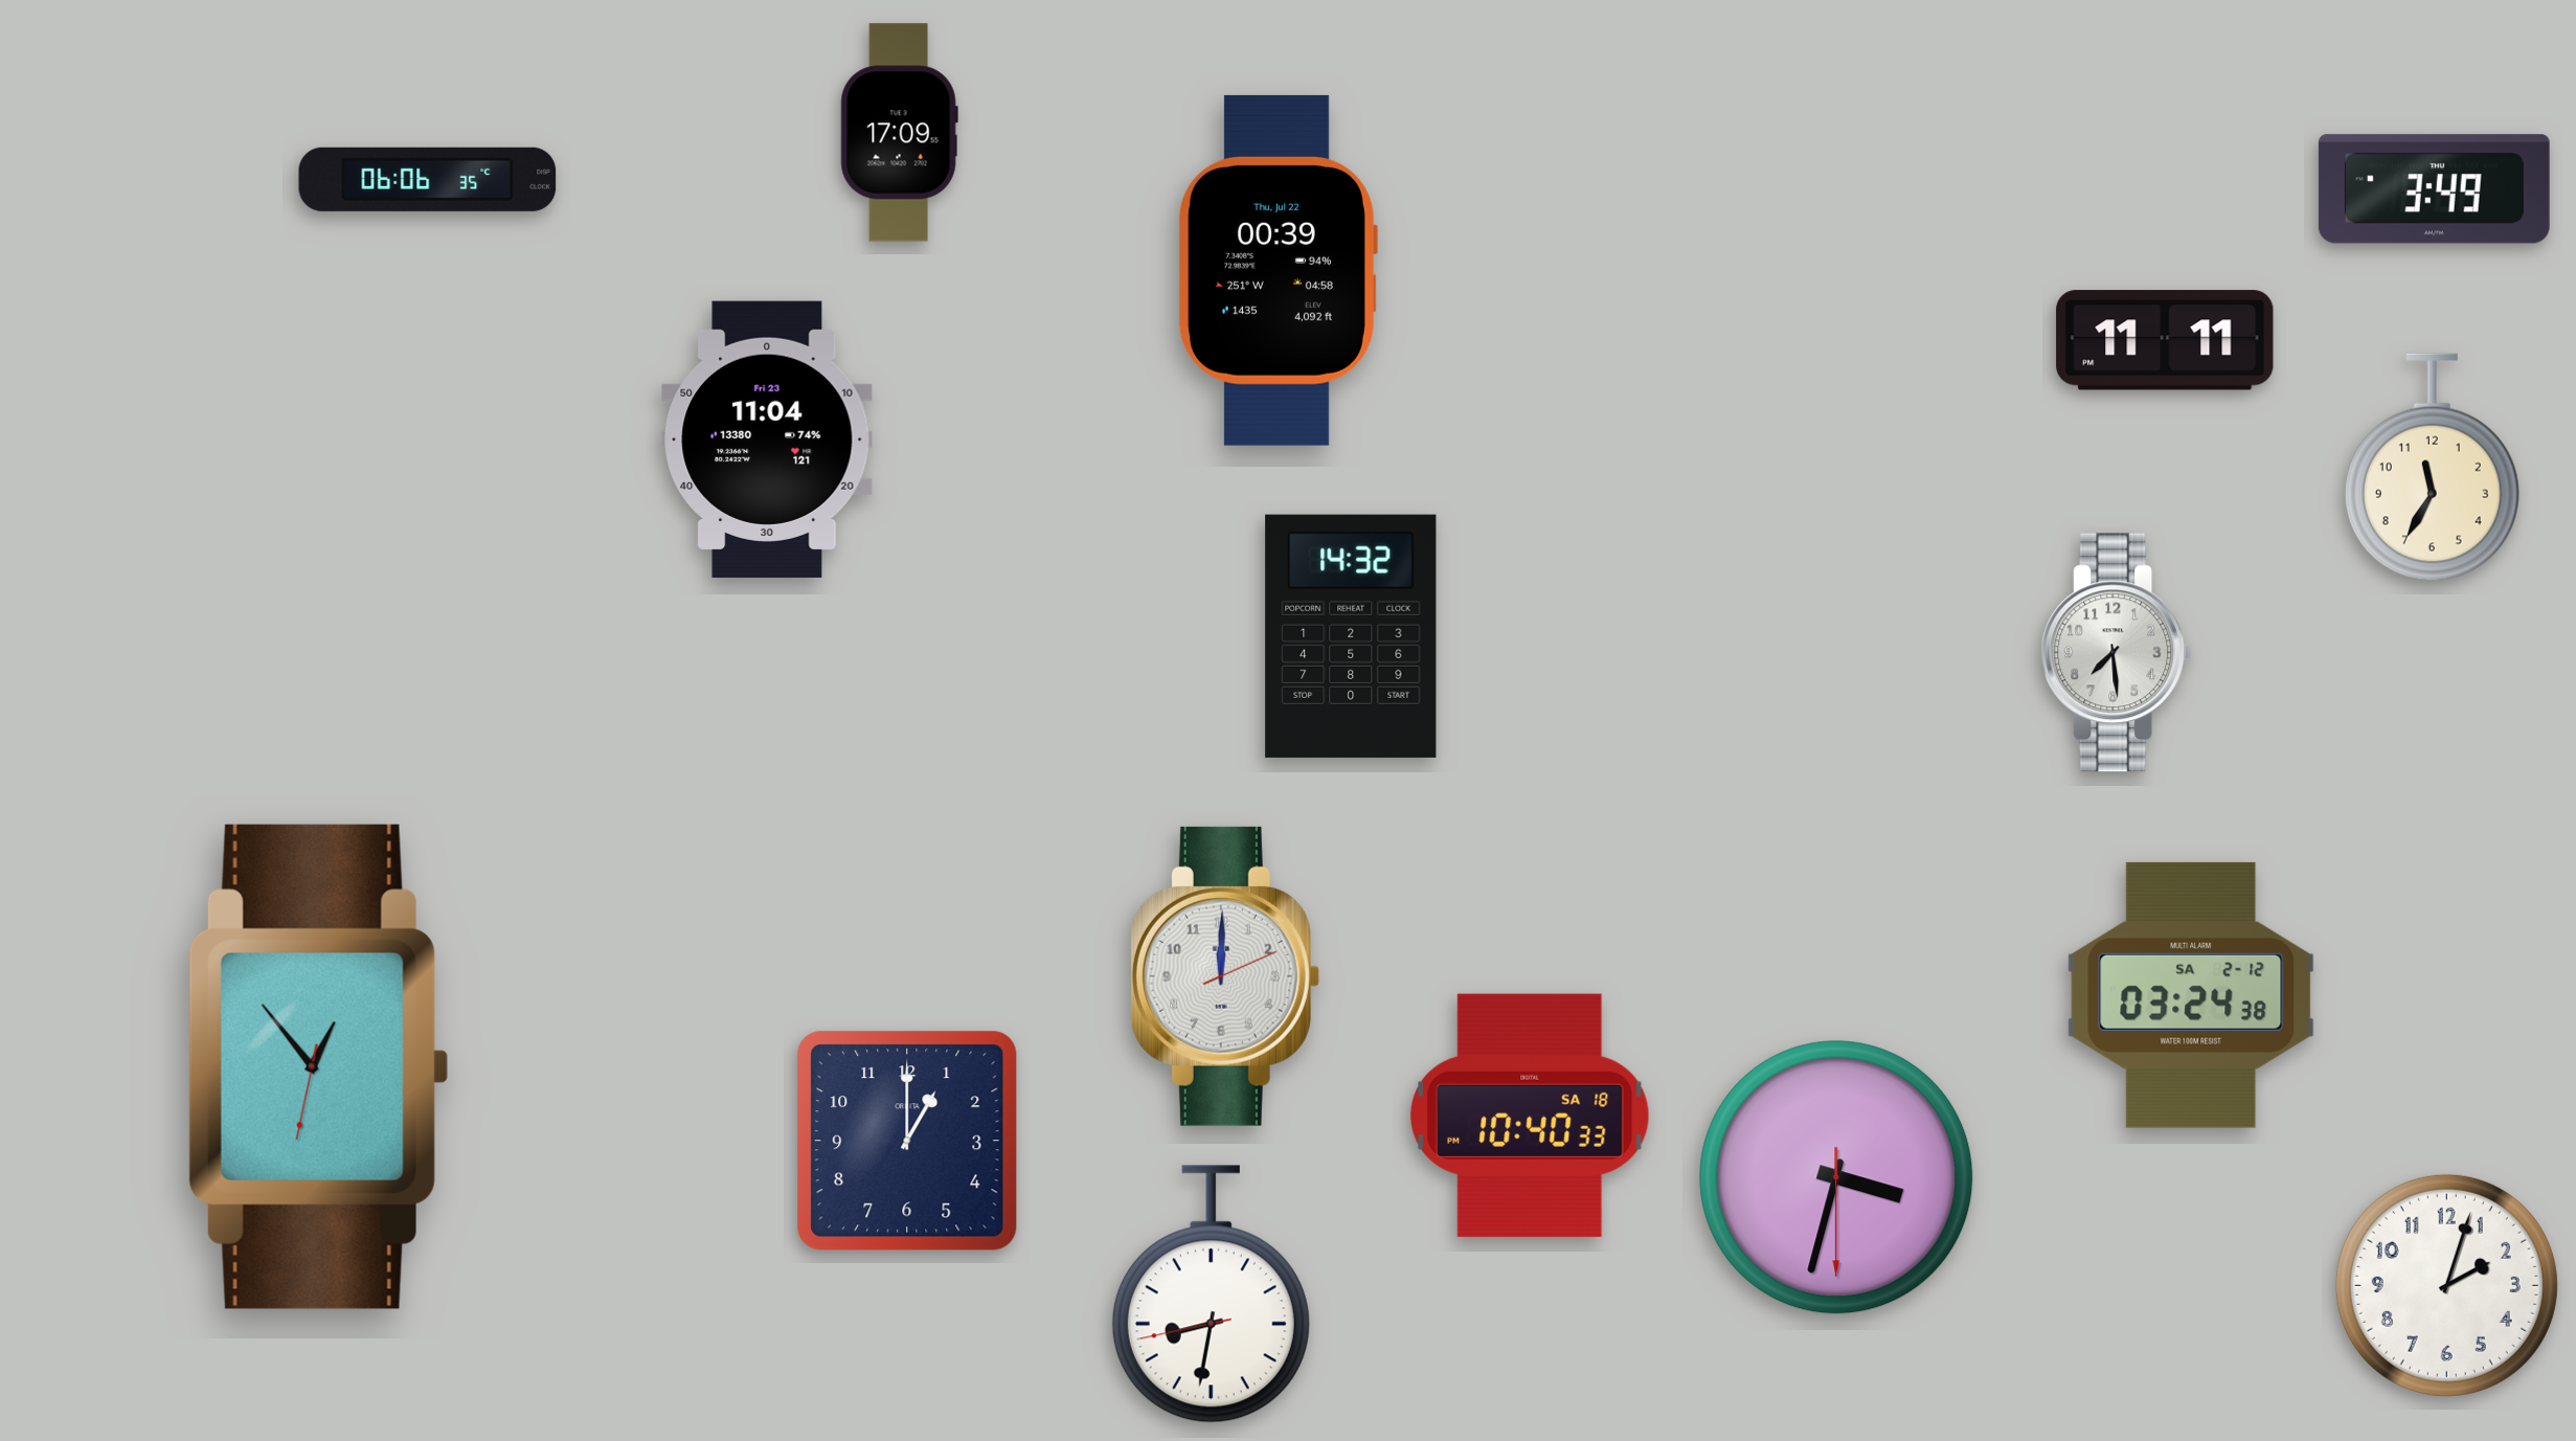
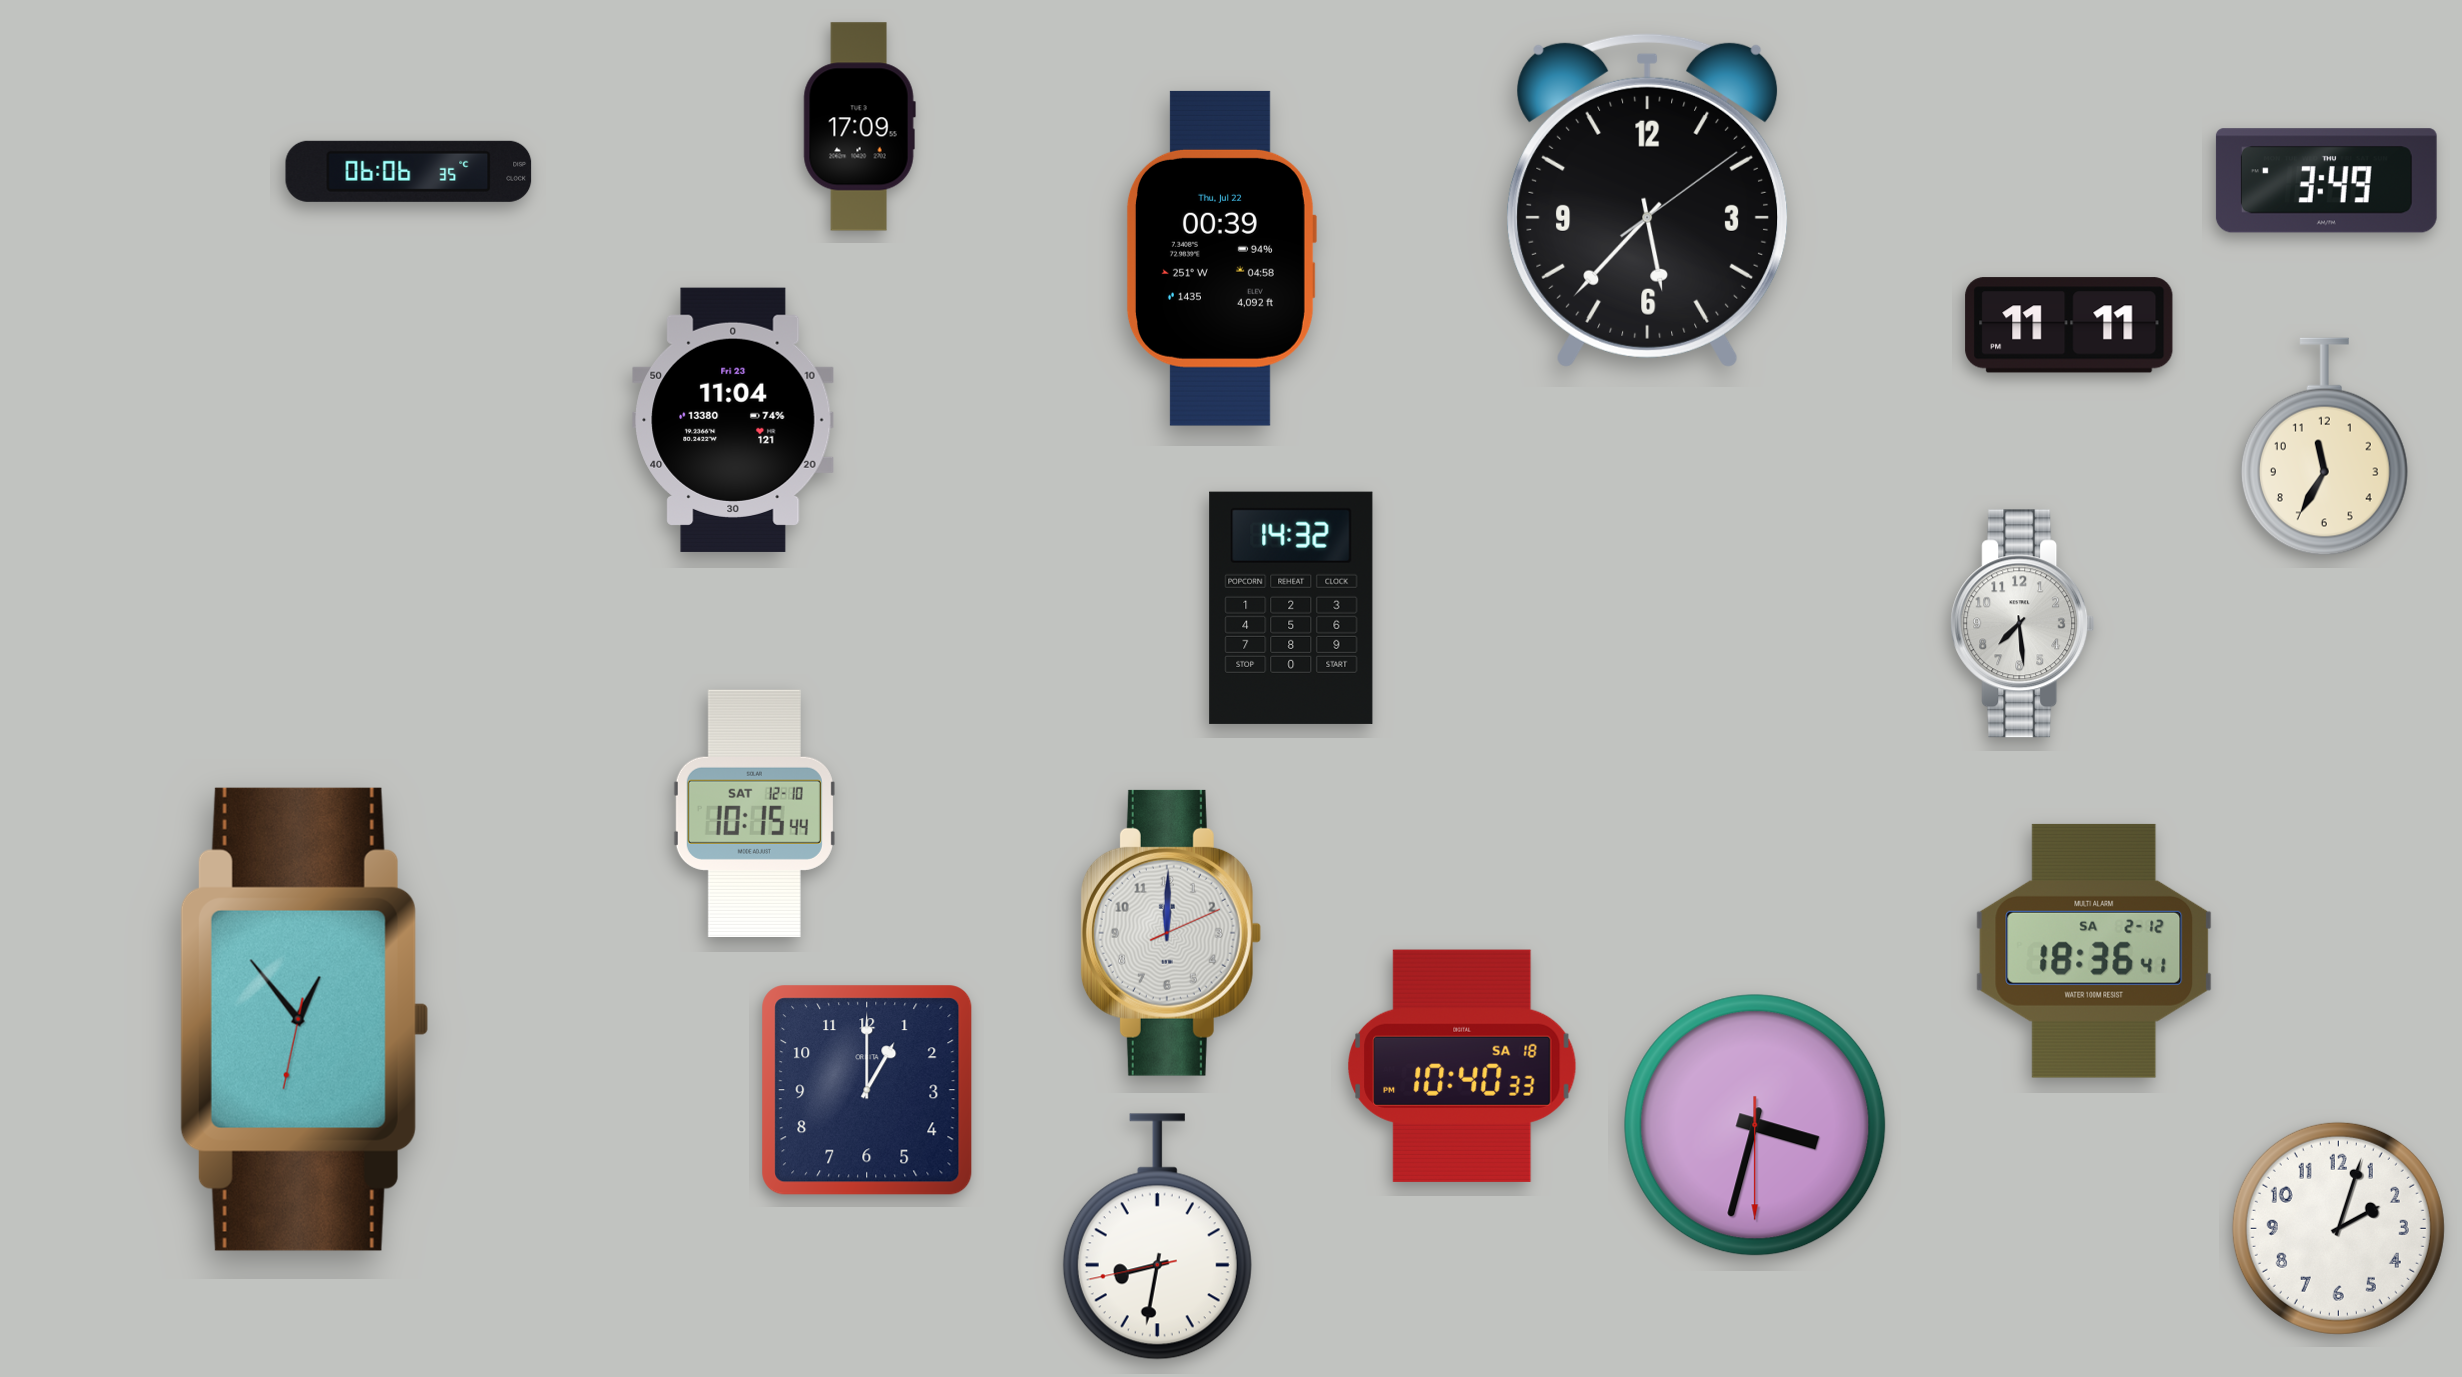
clock at (1648, 200): none -> 5:37
clock at (754, 813): none -> 10:15
clock at (2191, 995): 03:24 -> 18:36
